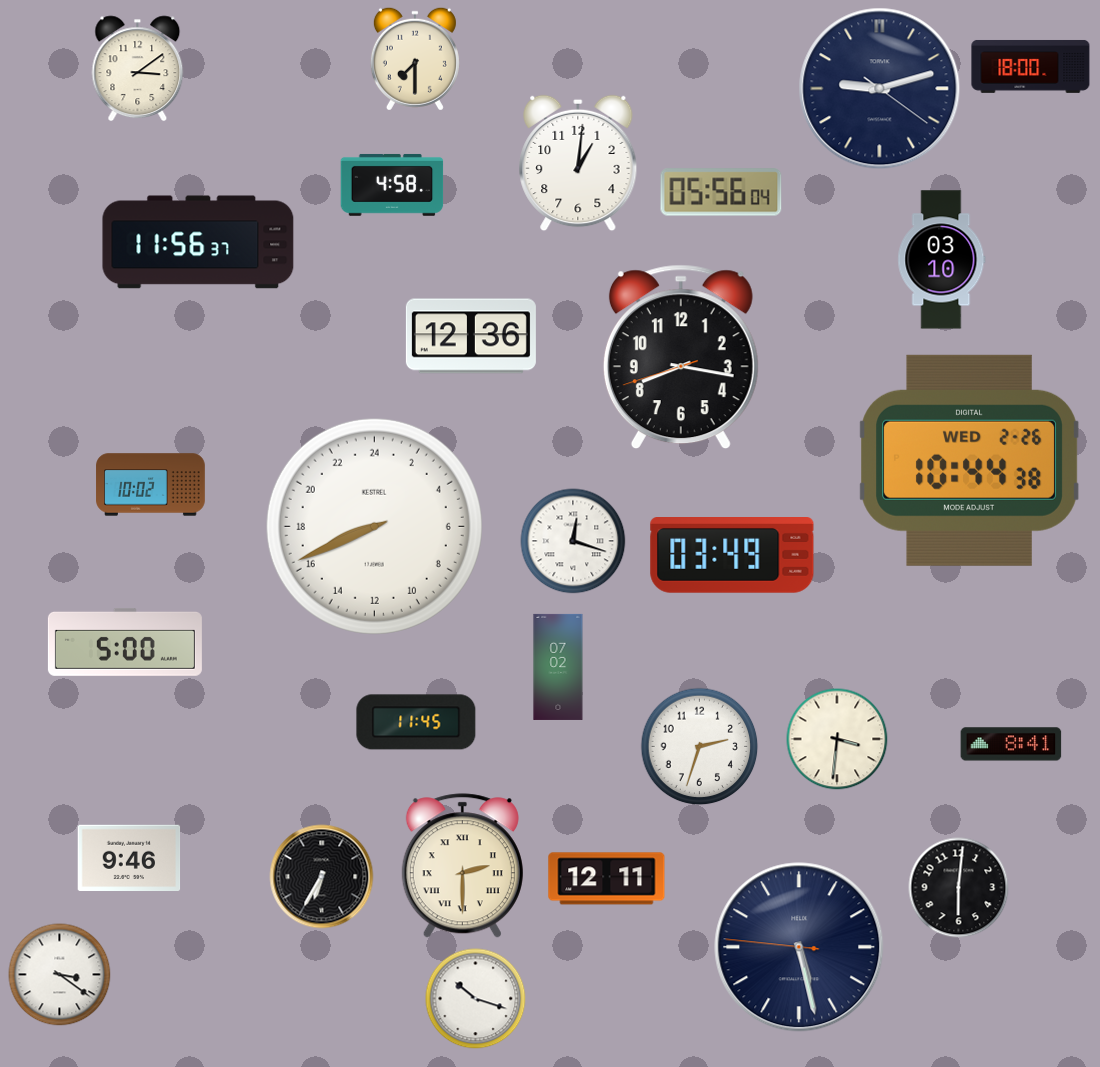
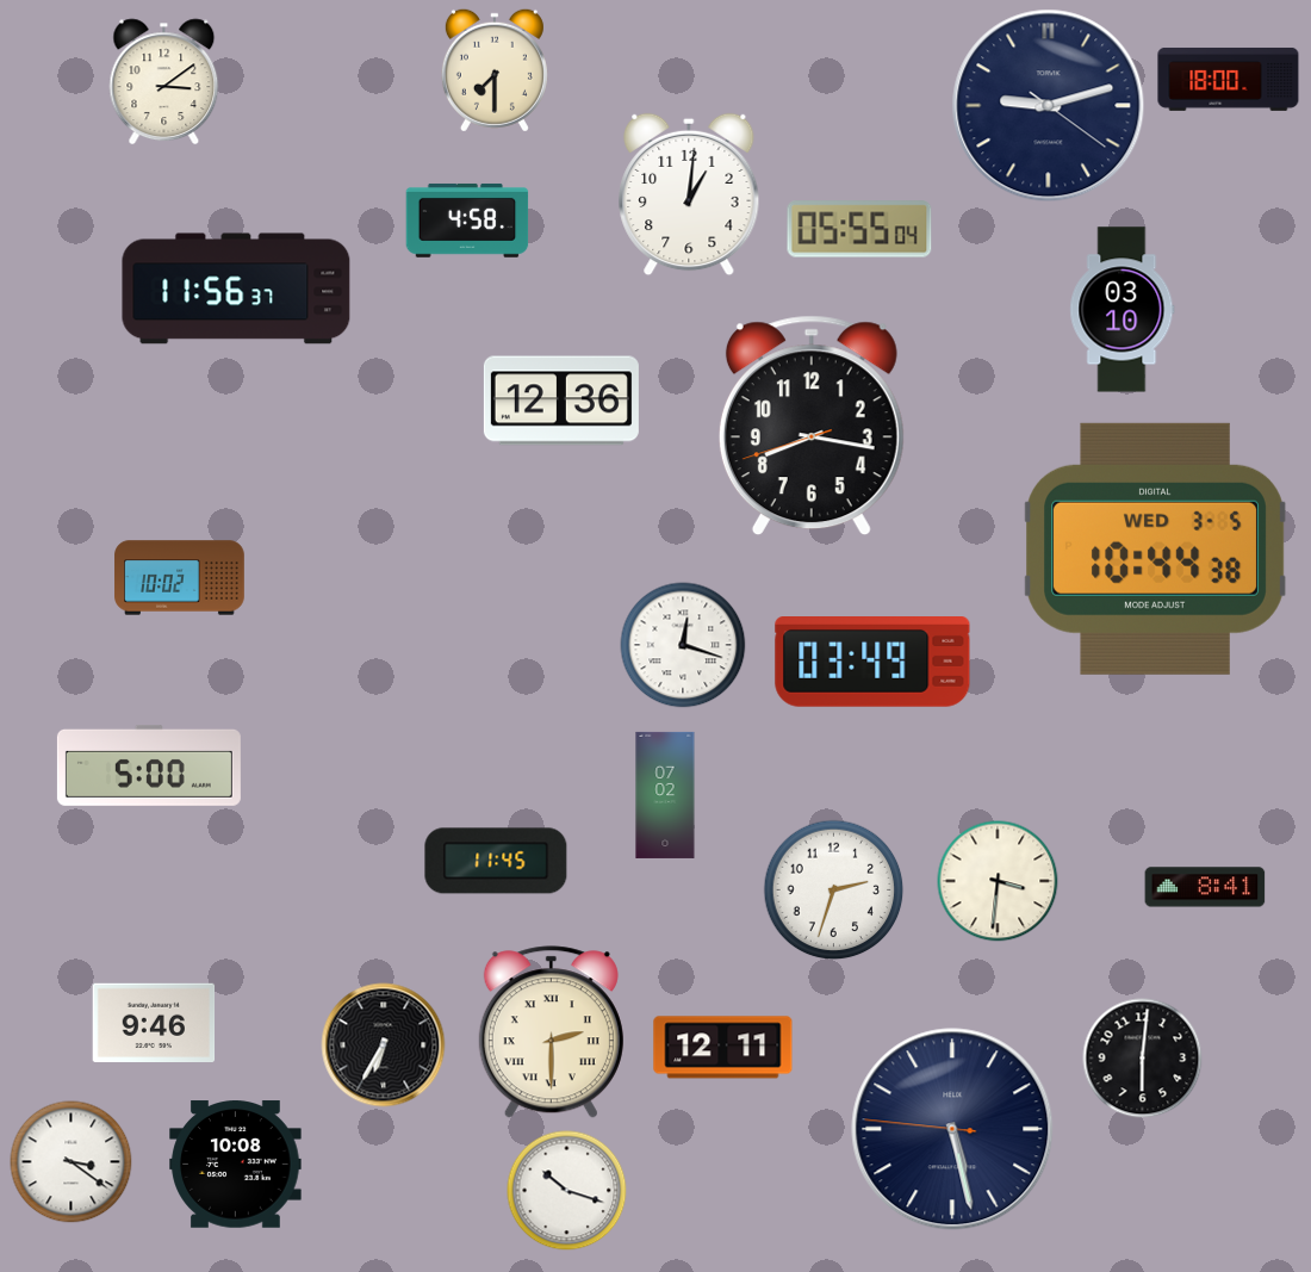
clock at (721, 192): 05:56 -> 05:55
clock at (969, 460) date: WED 2-26 -> WED 3-5
clock at (374, 526): 16:41 -> none
clock at (236, 1165): none -> 10:08
